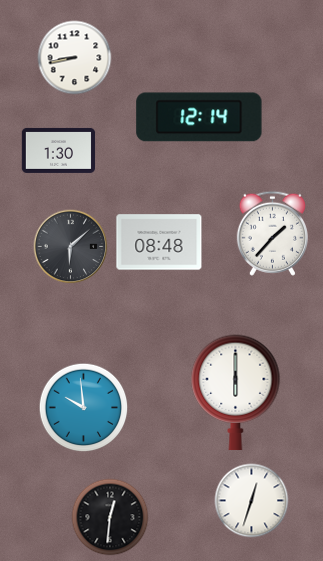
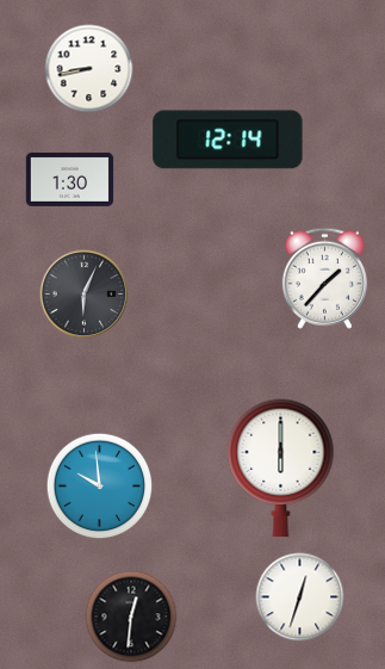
clock at (199, 117) position: (199, 117) -> (228, 140)
clock at (159, 242): 08:48 -> none
clock at (71, 247): 6:08 -> 6:04
